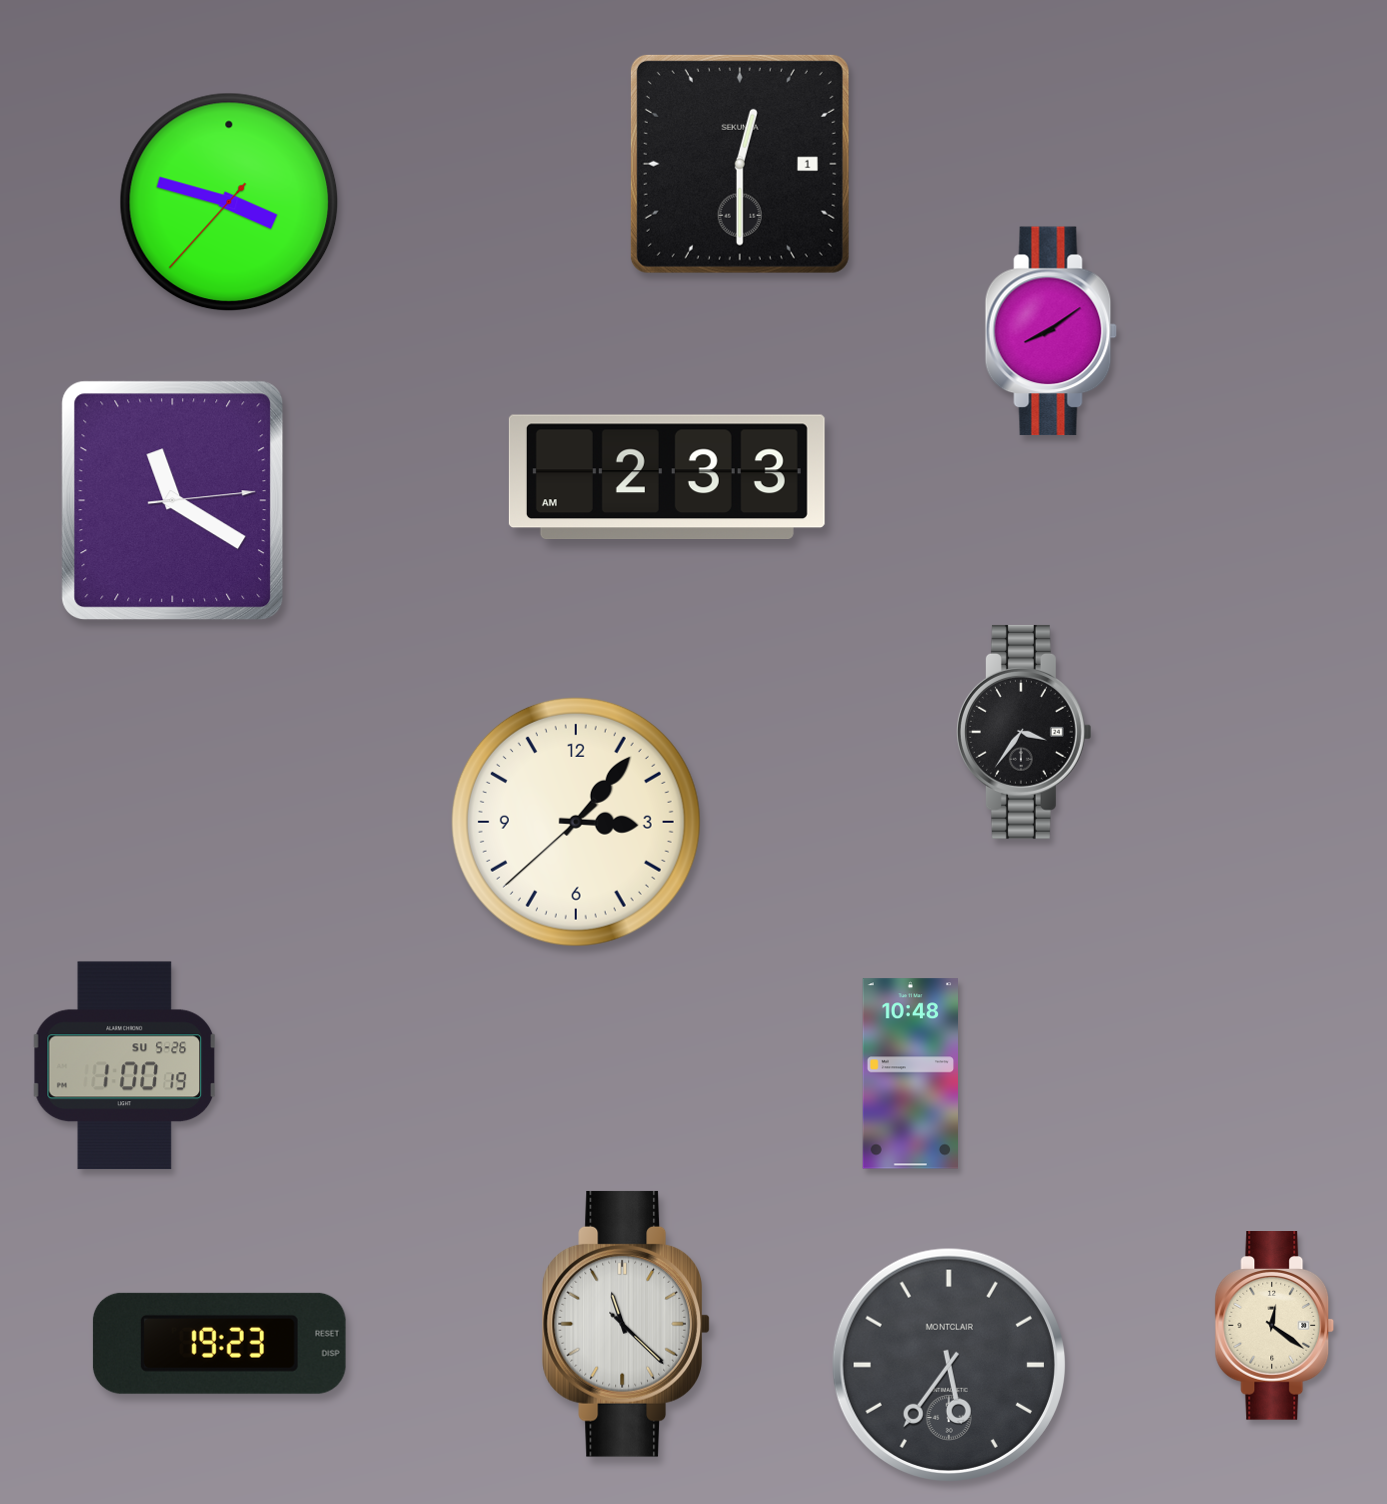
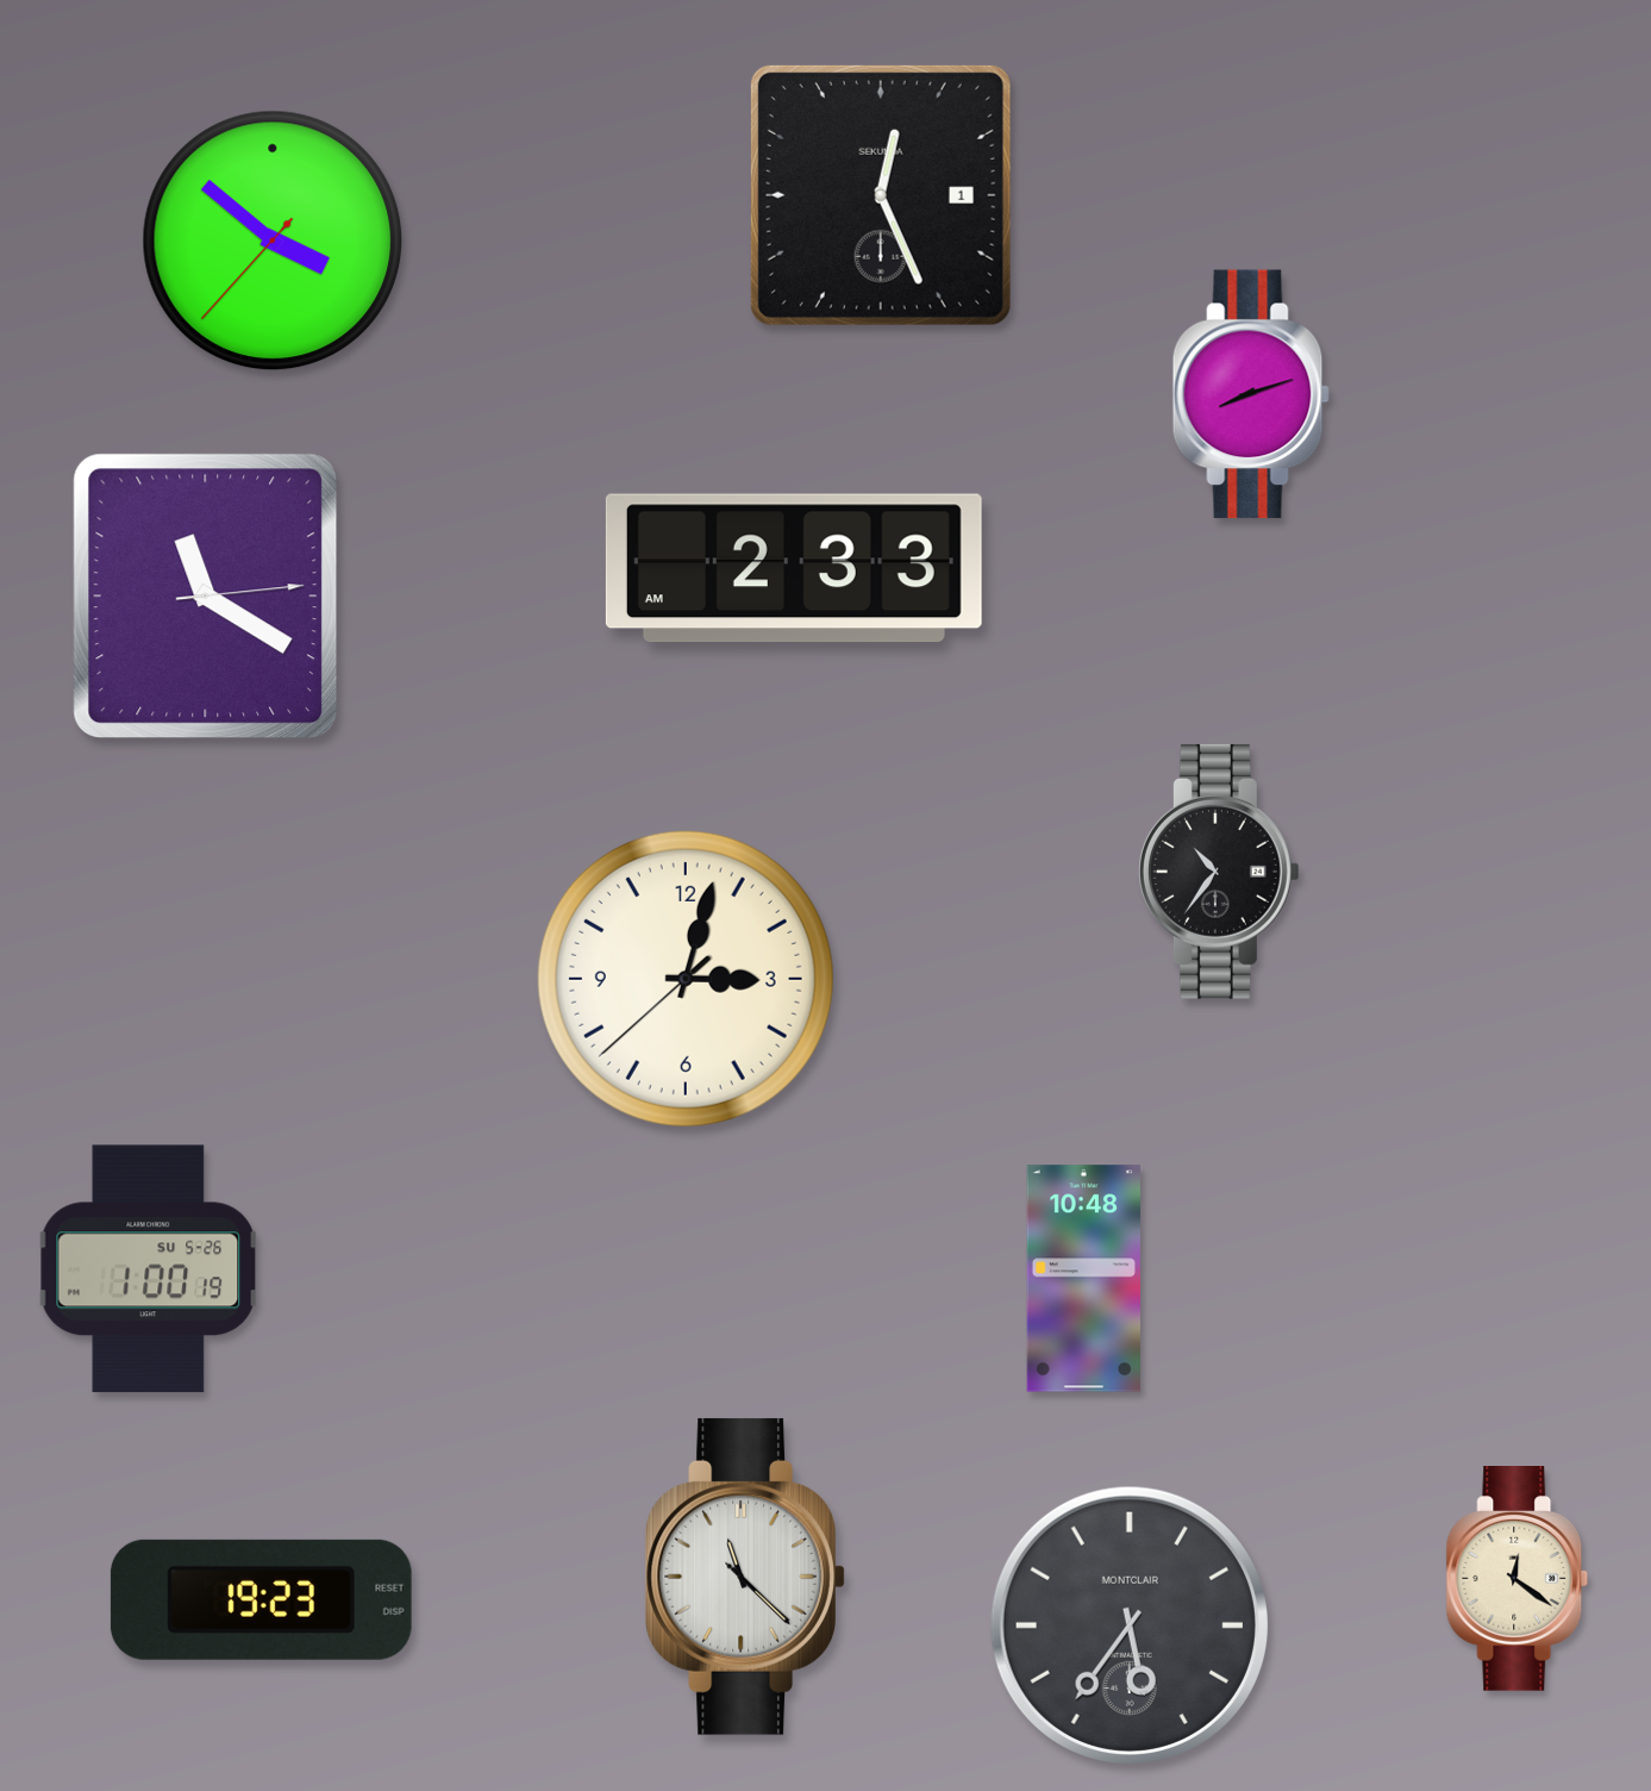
clock at (740, 164): 12:30 -> 12:26
clock at (229, 202): 3:47 -> 3:51
clock at (1051, 331): 8:09 -> 8:12
clock at (1024, 732): 3:36 -> 10:36
clock at (576, 822): 3:06 -> 3:02
